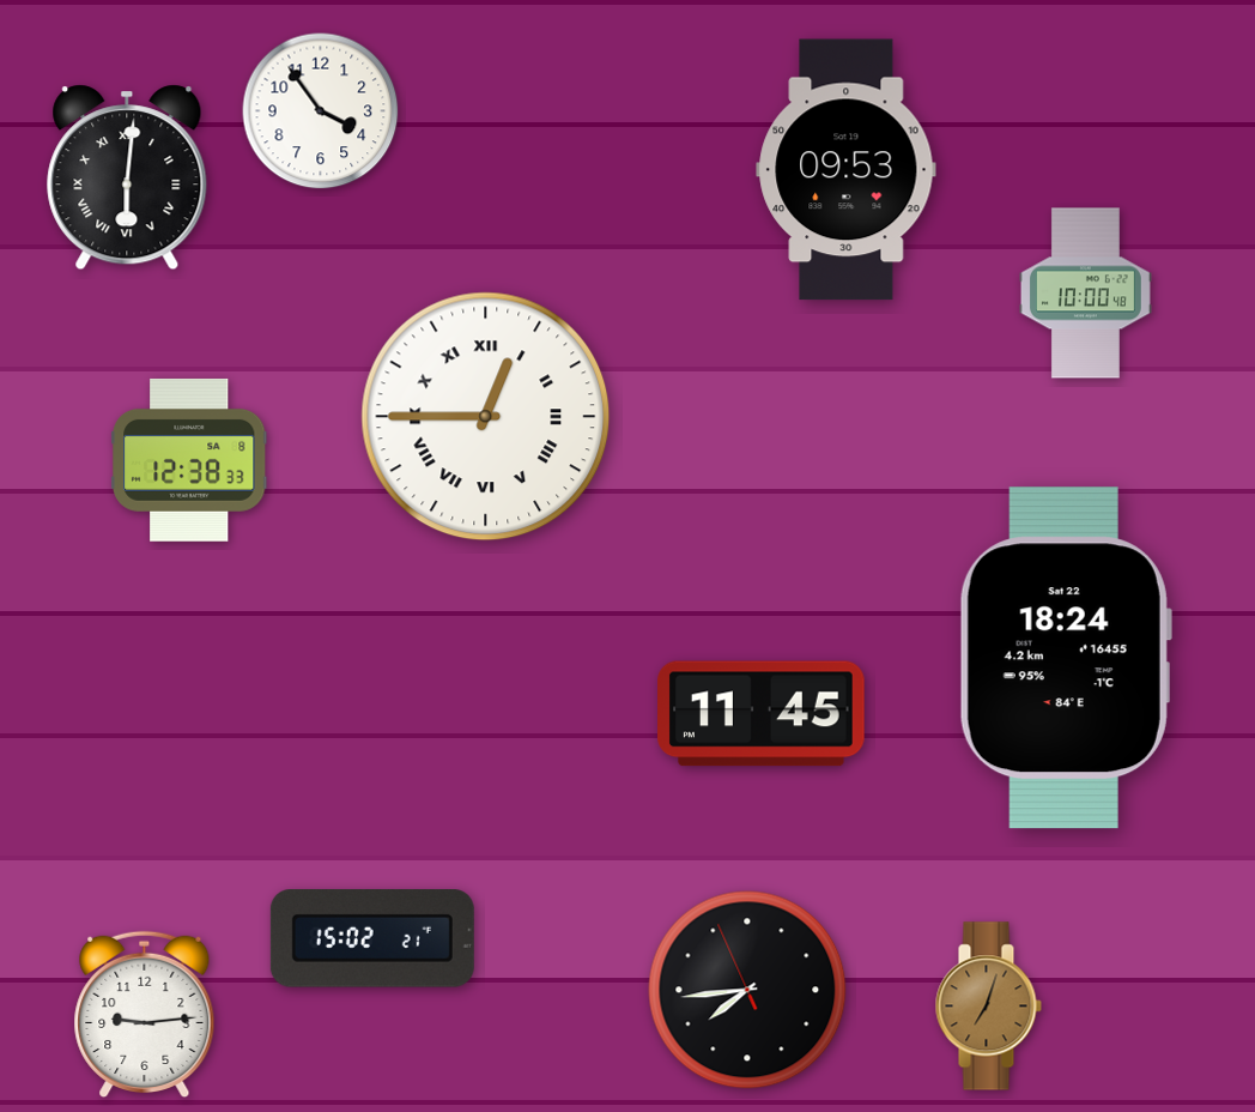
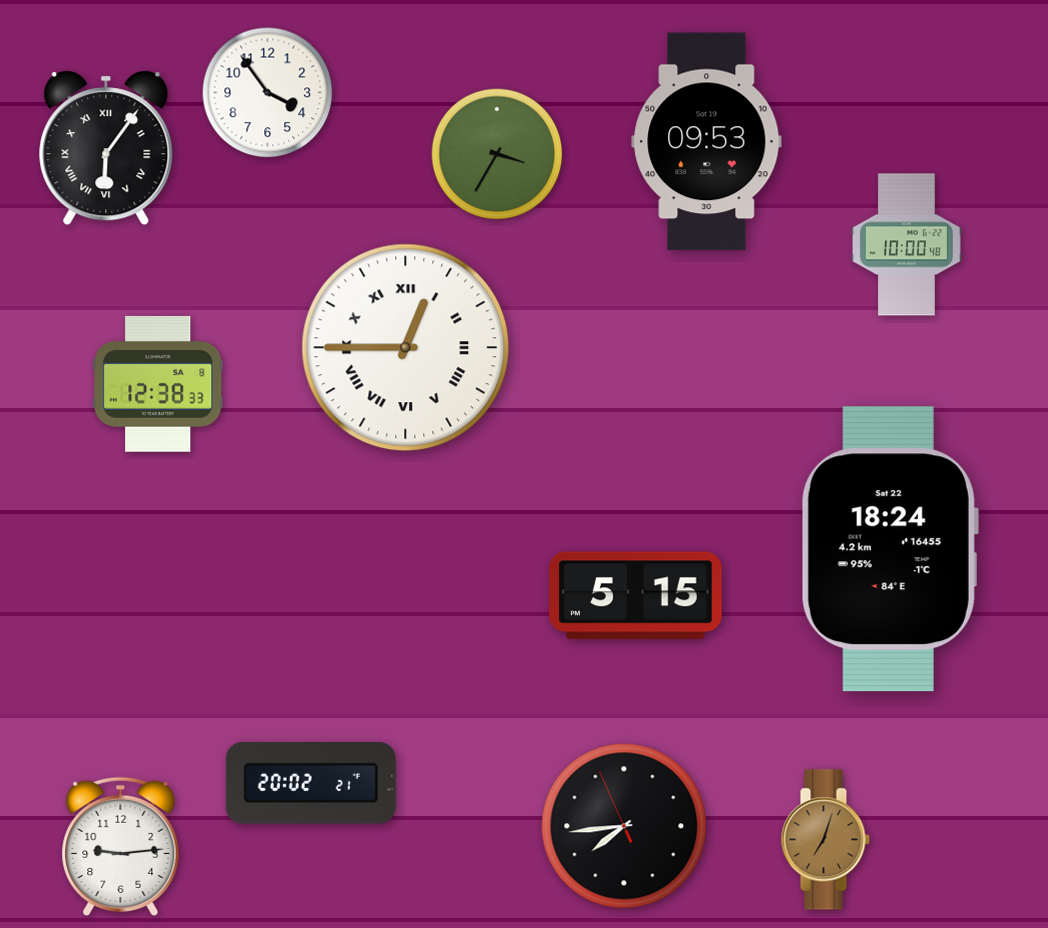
clock at (127, 177): 6:01 -> 6:06
clock at (497, 154): none -> 3:35
clock at (762, 714): 11:45 -> 5:15
clock at (372, 938): 15:02 -> 20:02
